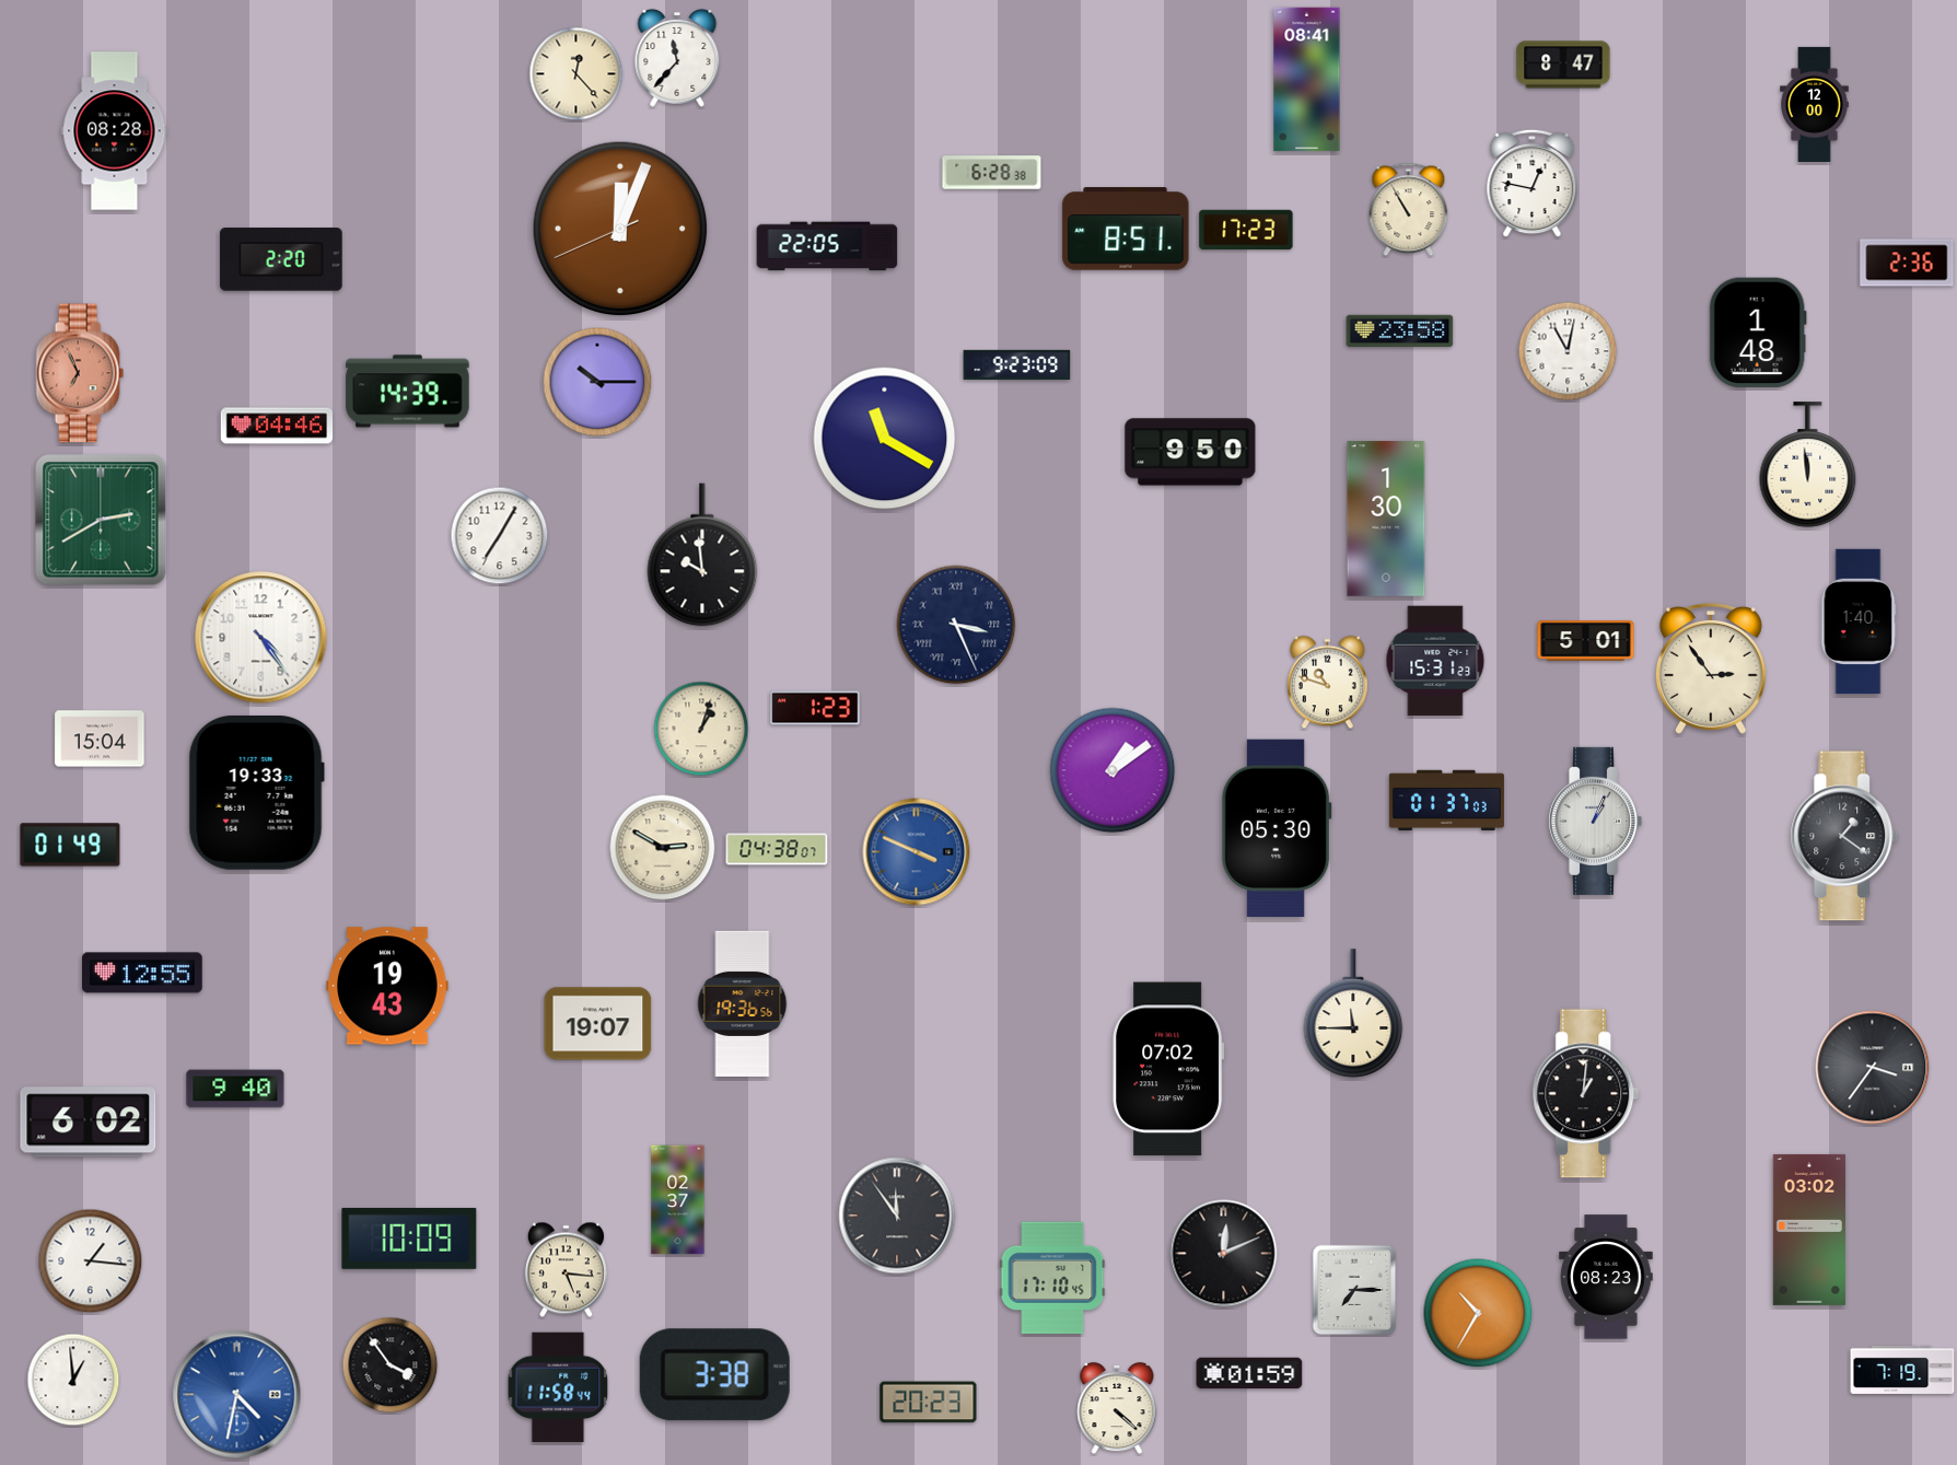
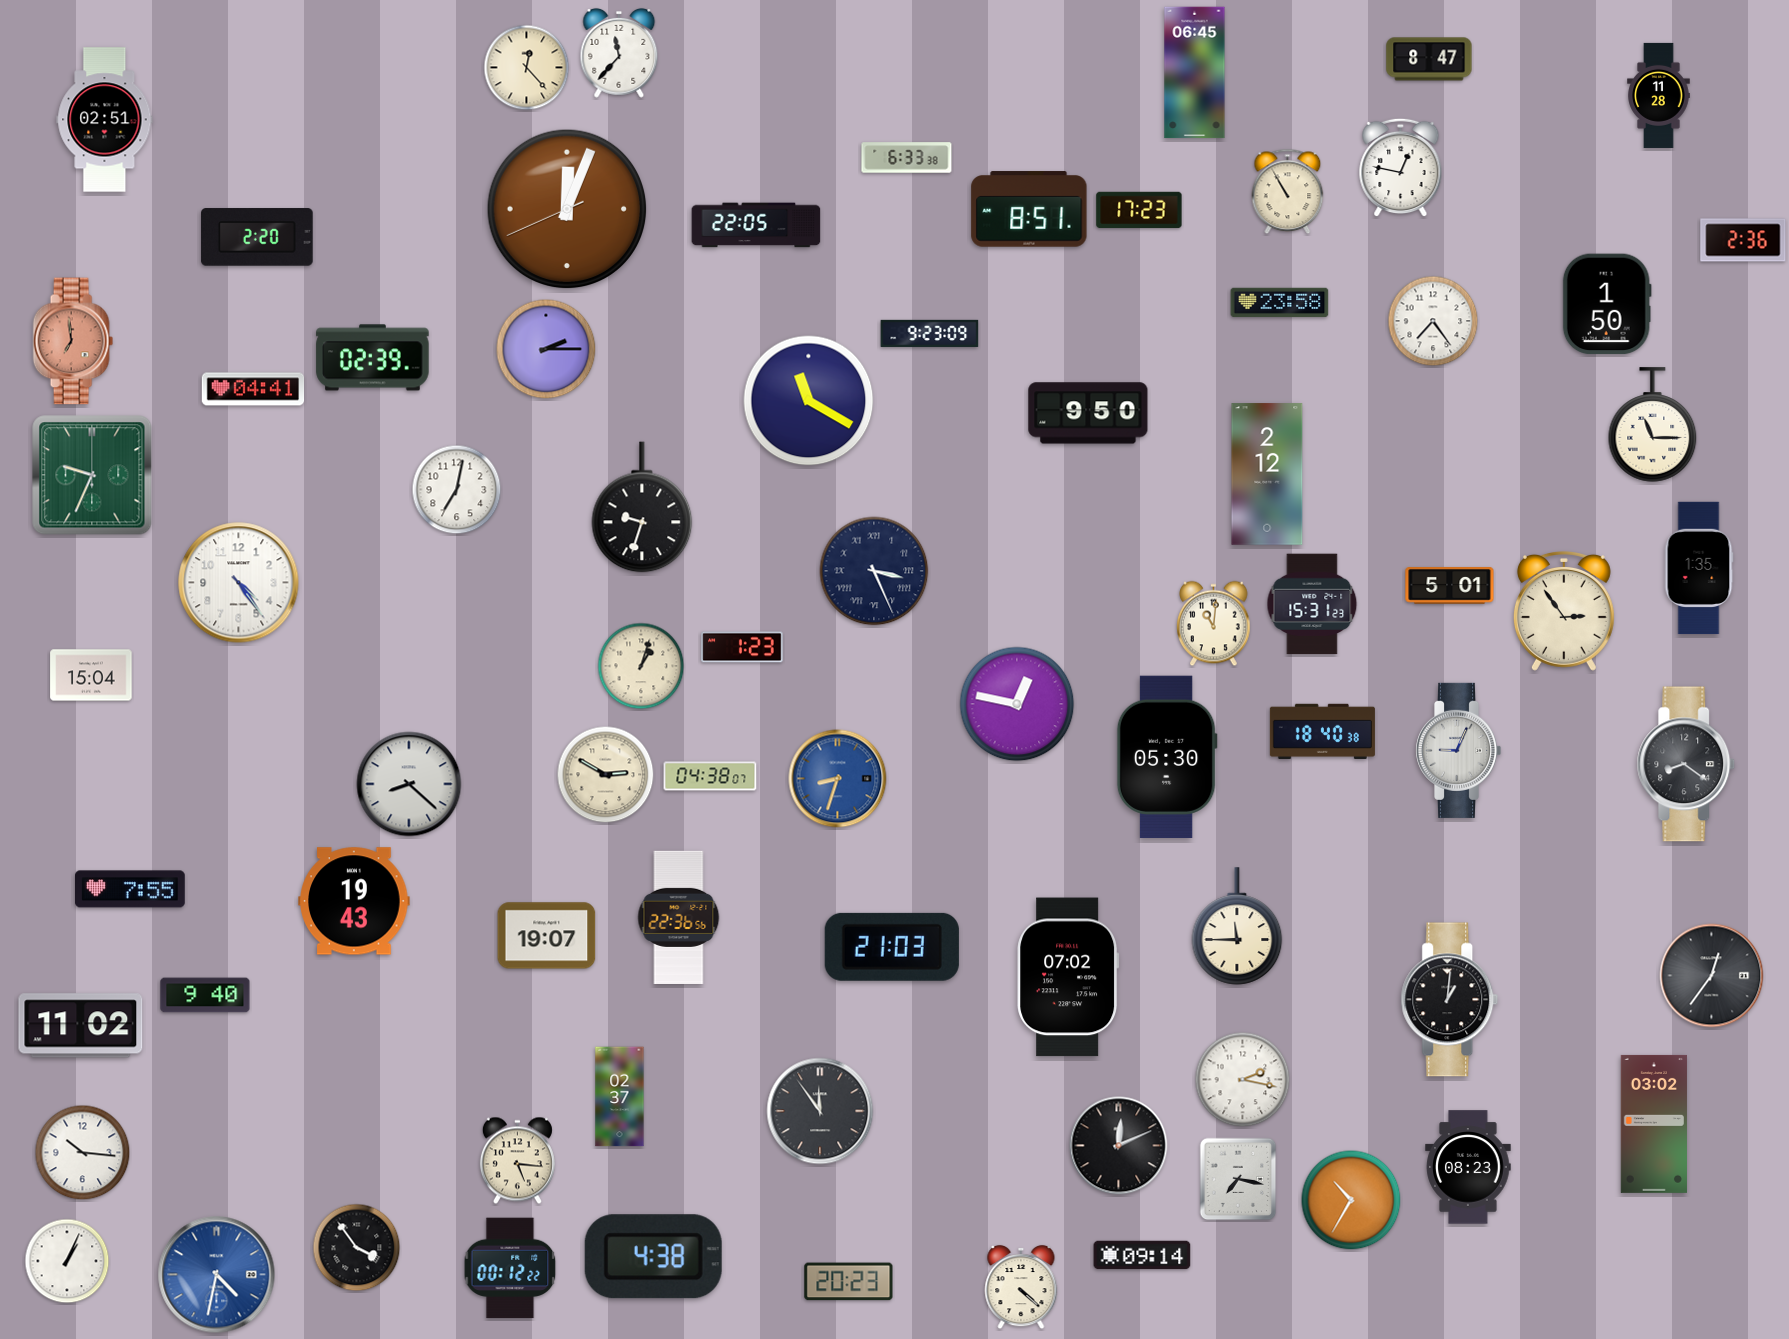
clock at (1307, 80): 08:41 -> 06:45
clock at (1815, 104): 12:00 -> 11:28
clock at (115, 131): 08:28 -> 02:51
clock at (992, 173): 6:28 -> 6:33
clock at (1758, 333): 1:48 -> 1:50
clock at (1568, 351): 11:02 -> 7:24
clock at (80, 373): 6:56 -> 6:59
clock at (597, 382): 10:15 -> 2:15
clock at (408, 392): 14:39 -> 02:39
clock at (277, 426): 04:46 -> 04:41
clock at (1808, 465): 11:59 -> 11:15
clock at (1386, 519): 1:30 -> 2:12
clock at (101, 520): 2:40 -> 9:34
clock at (500, 536): 7:05 -> 7:02
clock at (702, 555): 9:59 -> 9:33
clock at (1859, 621): 1:40 -> 1:35
clock at (1328, 683): 10:48 -> 11:01
clock at (815, 708) position: (815, 708) -> (742, 647)
clock at (1113, 770): 1:09 -> 12:47
clock at (256, 792): 19:33 -> none
clock at (1446, 800): 01:37 -> 18:40
clock at (1596, 821): 1:04 -> 9:04
clock at (1844, 836): 1:21 -> 8:21
clock at (70, 845): 01:49 -> none
clock at (917, 852): 3:49 -> 8:33
clock at (409, 784): none -> 8:22
clock at (143, 973): 12:55 -> 7:55
clock at (743, 1003): 19:36 -> 22:36
clock at (892, 947): none -> 21:03
clock at (1873, 1068): 3:36 -> 12:36
clock at (235, 1089) position: (235, 1089) -> (205, 995)
clock at (89, 1123): 6:02 -> 11:02
clock at (1243, 1080): none -> 2:17
clock at (409, 1239): 10:09 -> none
clock at (91, 1261): 1:16 -> 10:16
clock at (1052, 1278): 17:10 -> none
clock at (1354, 1290): 7:15 -> 7:17
clock at (1902, 1370): 7:19 -> none
clock at (1249, 1373): 01:59 -> 09:14
clock at (714, 1375): 3:38 -> 4:38
clock at (73, 1380): 12:59 -> 1:04
clock at (558, 1387): 11:58 -> 00:12
